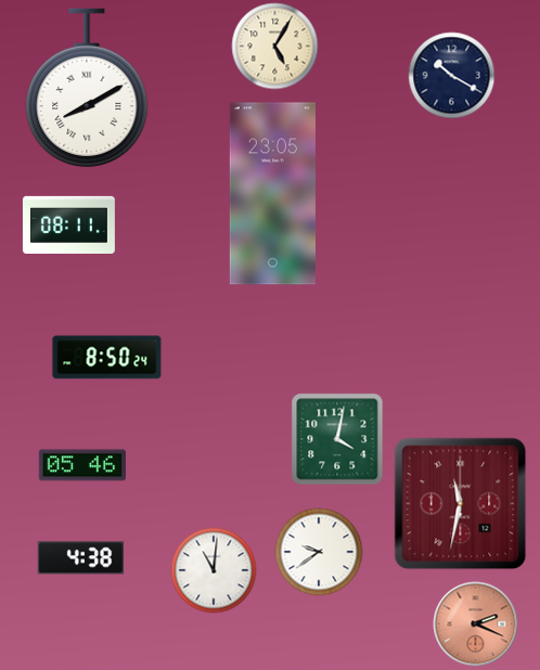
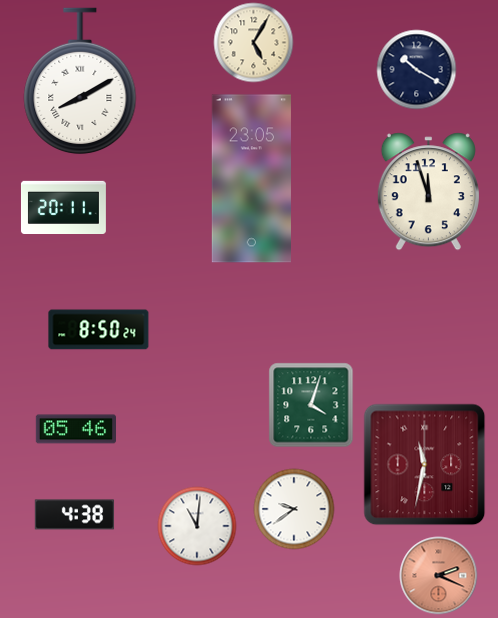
clock at (428, 192): none -> 11:57
clock at (68, 224): 08:11 -> 20:11
clock at (337, 439): 4:02 -> 4:03
